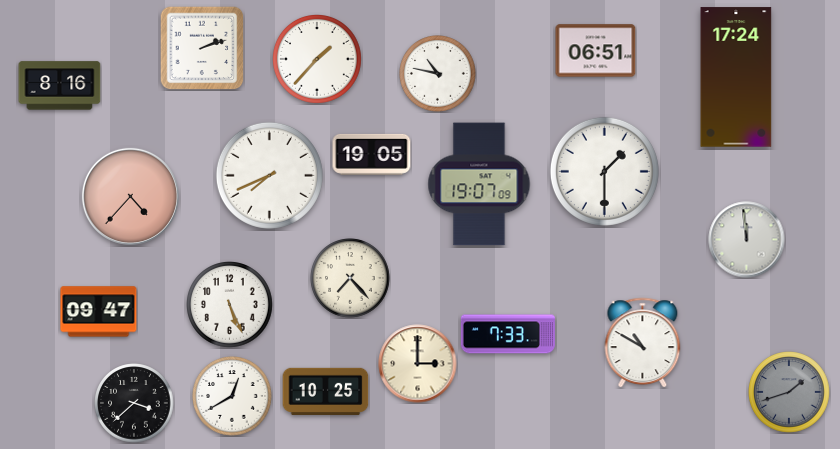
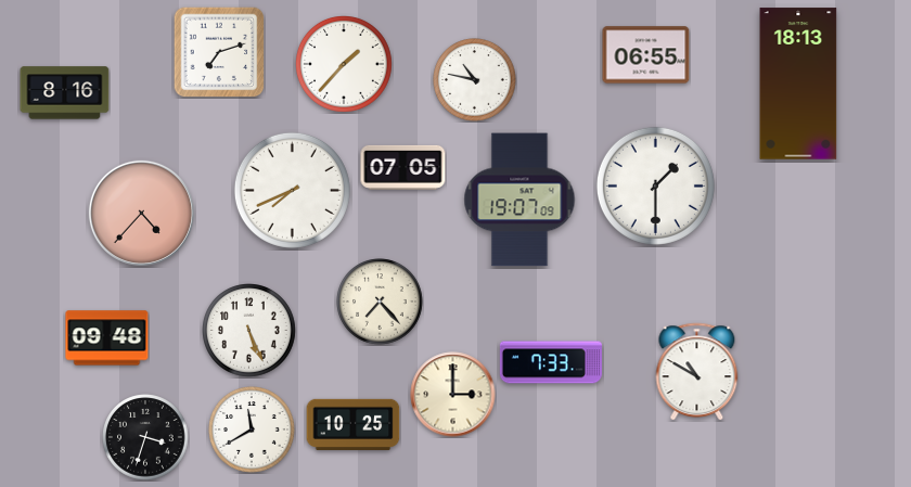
clock at (202, 48): 2:12 -> 7:12
clock at (596, 51): 06:51 -> 06:55
clock at (736, 77): 17:24 -> 18:13
clock at (372, 154): 19:05 -> 07:05
clock at (747, 240): 11:59 -> none
clock at (99, 312): 09:47 -> 09:48
clock at (789, 392): 1:42 -> none
clock at (232, 396): 12:40 -> 11:40
clock at (134, 403): 3:38 -> 3:33
